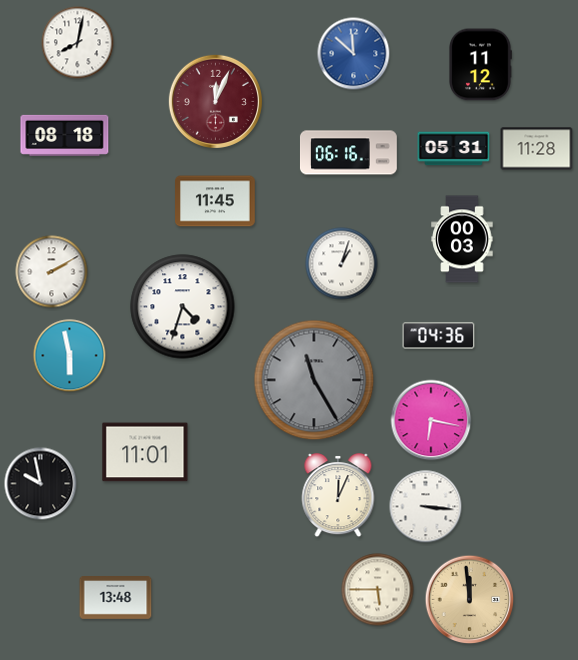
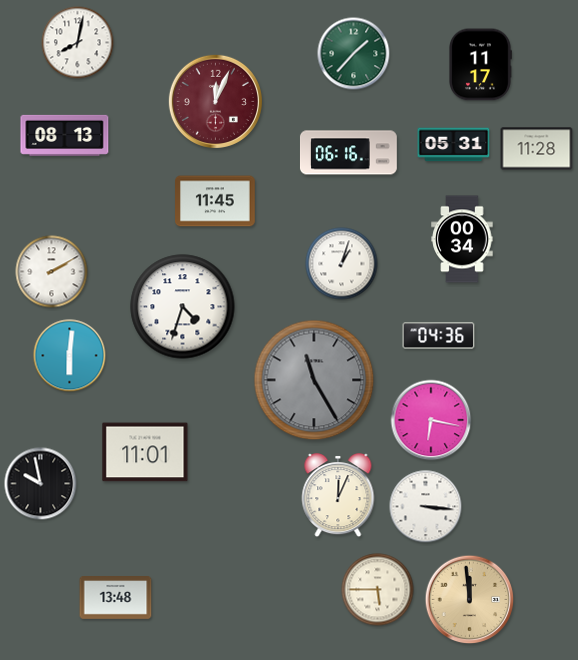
clock at (354, 54): 11:52 -> 1:37
clock at (354, 54) dial: blue -> green
clock at (480, 65): 11:12 -> 11:17
clock at (65, 135): 08:18 -> 08:13
clock at (454, 149) position: (454, 149) -> (454, 145)
clock at (462, 239): 00:03 -> 00:34
clock at (70, 356): 5:58 -> 6:01
